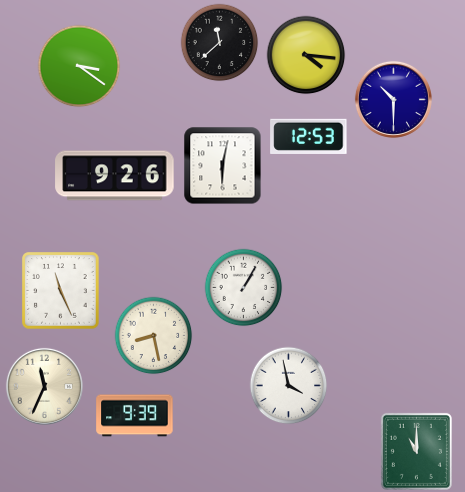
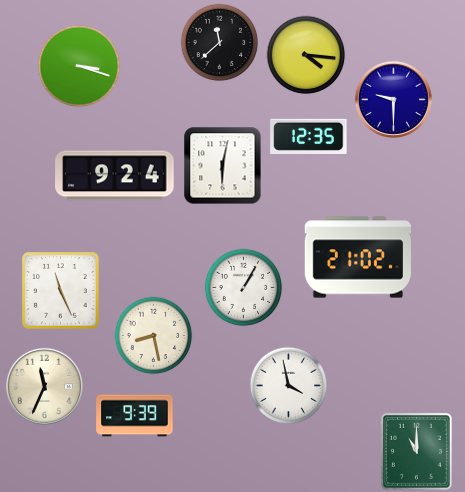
clock at (79, 66): 3:21 -> 3:18
clock at (393, 99): 10:30 -> 9:30
clock at (309, 136): 12:53 -> 12:35
clock at (115, 176): 9:26 -> 9:24
clock at (357, 257): none -> 21:02
